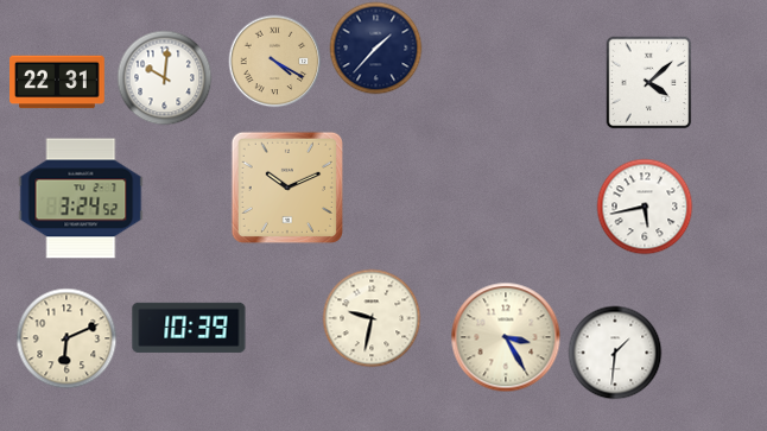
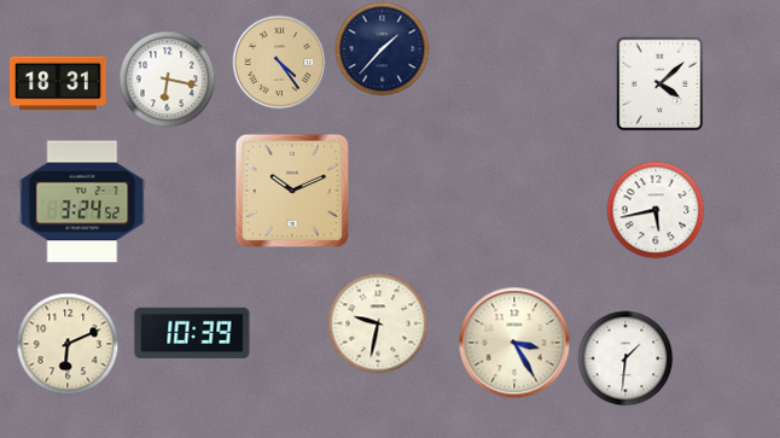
clock at (274, 61): 4:20 -> 4:24
clock at (164, 77): 10:01 -> 6:17
clock at (57, 82): 22:31 -> 18:31
